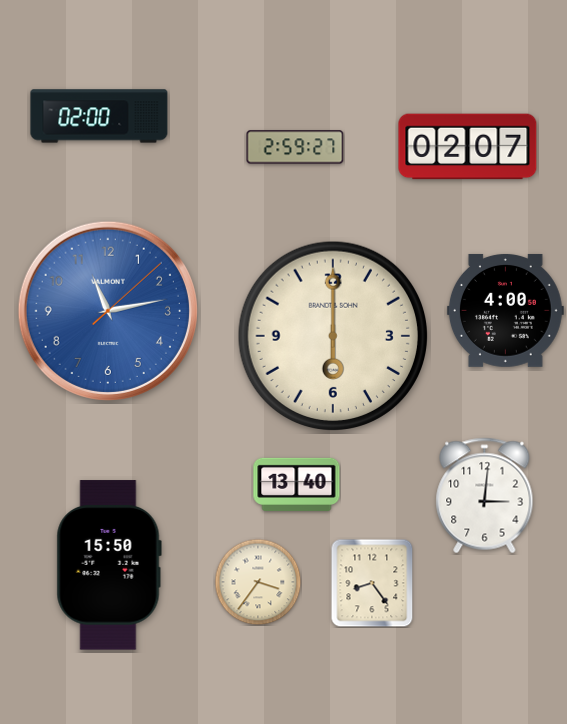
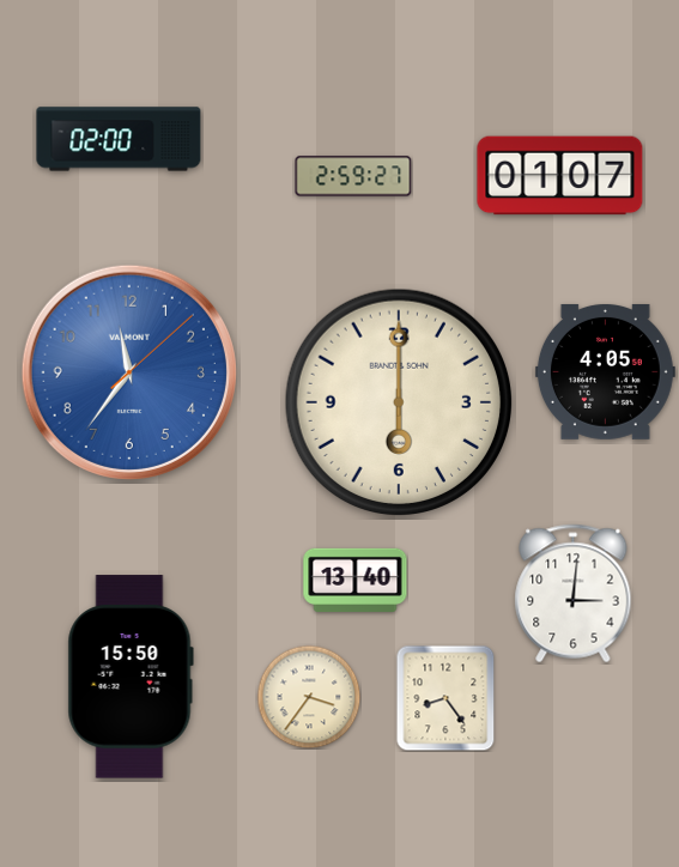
clock at (468, 147): 02:07 -> 01:07
clock at (505, 310): 4:00 -> 4:05
clock at (108, 311): 11:13 -> 11:36
clock at (485, 496) position: (485, 496) -> (574, 594)
